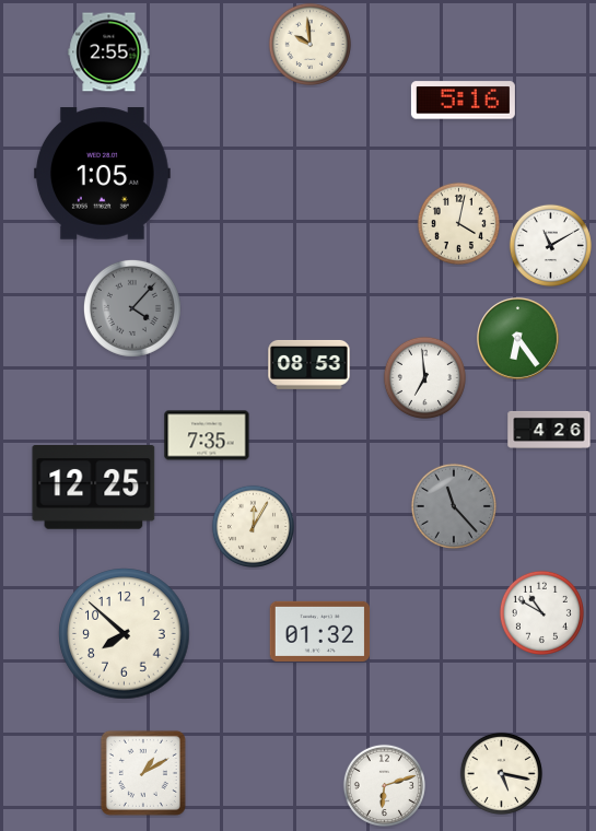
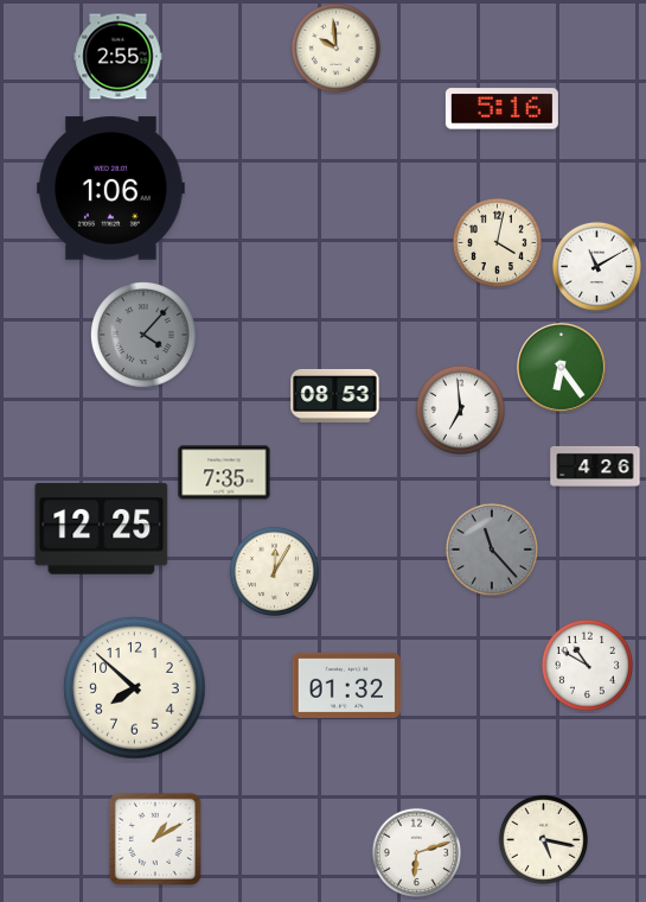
clock at (103, 174): 1:05 -> 1:06
